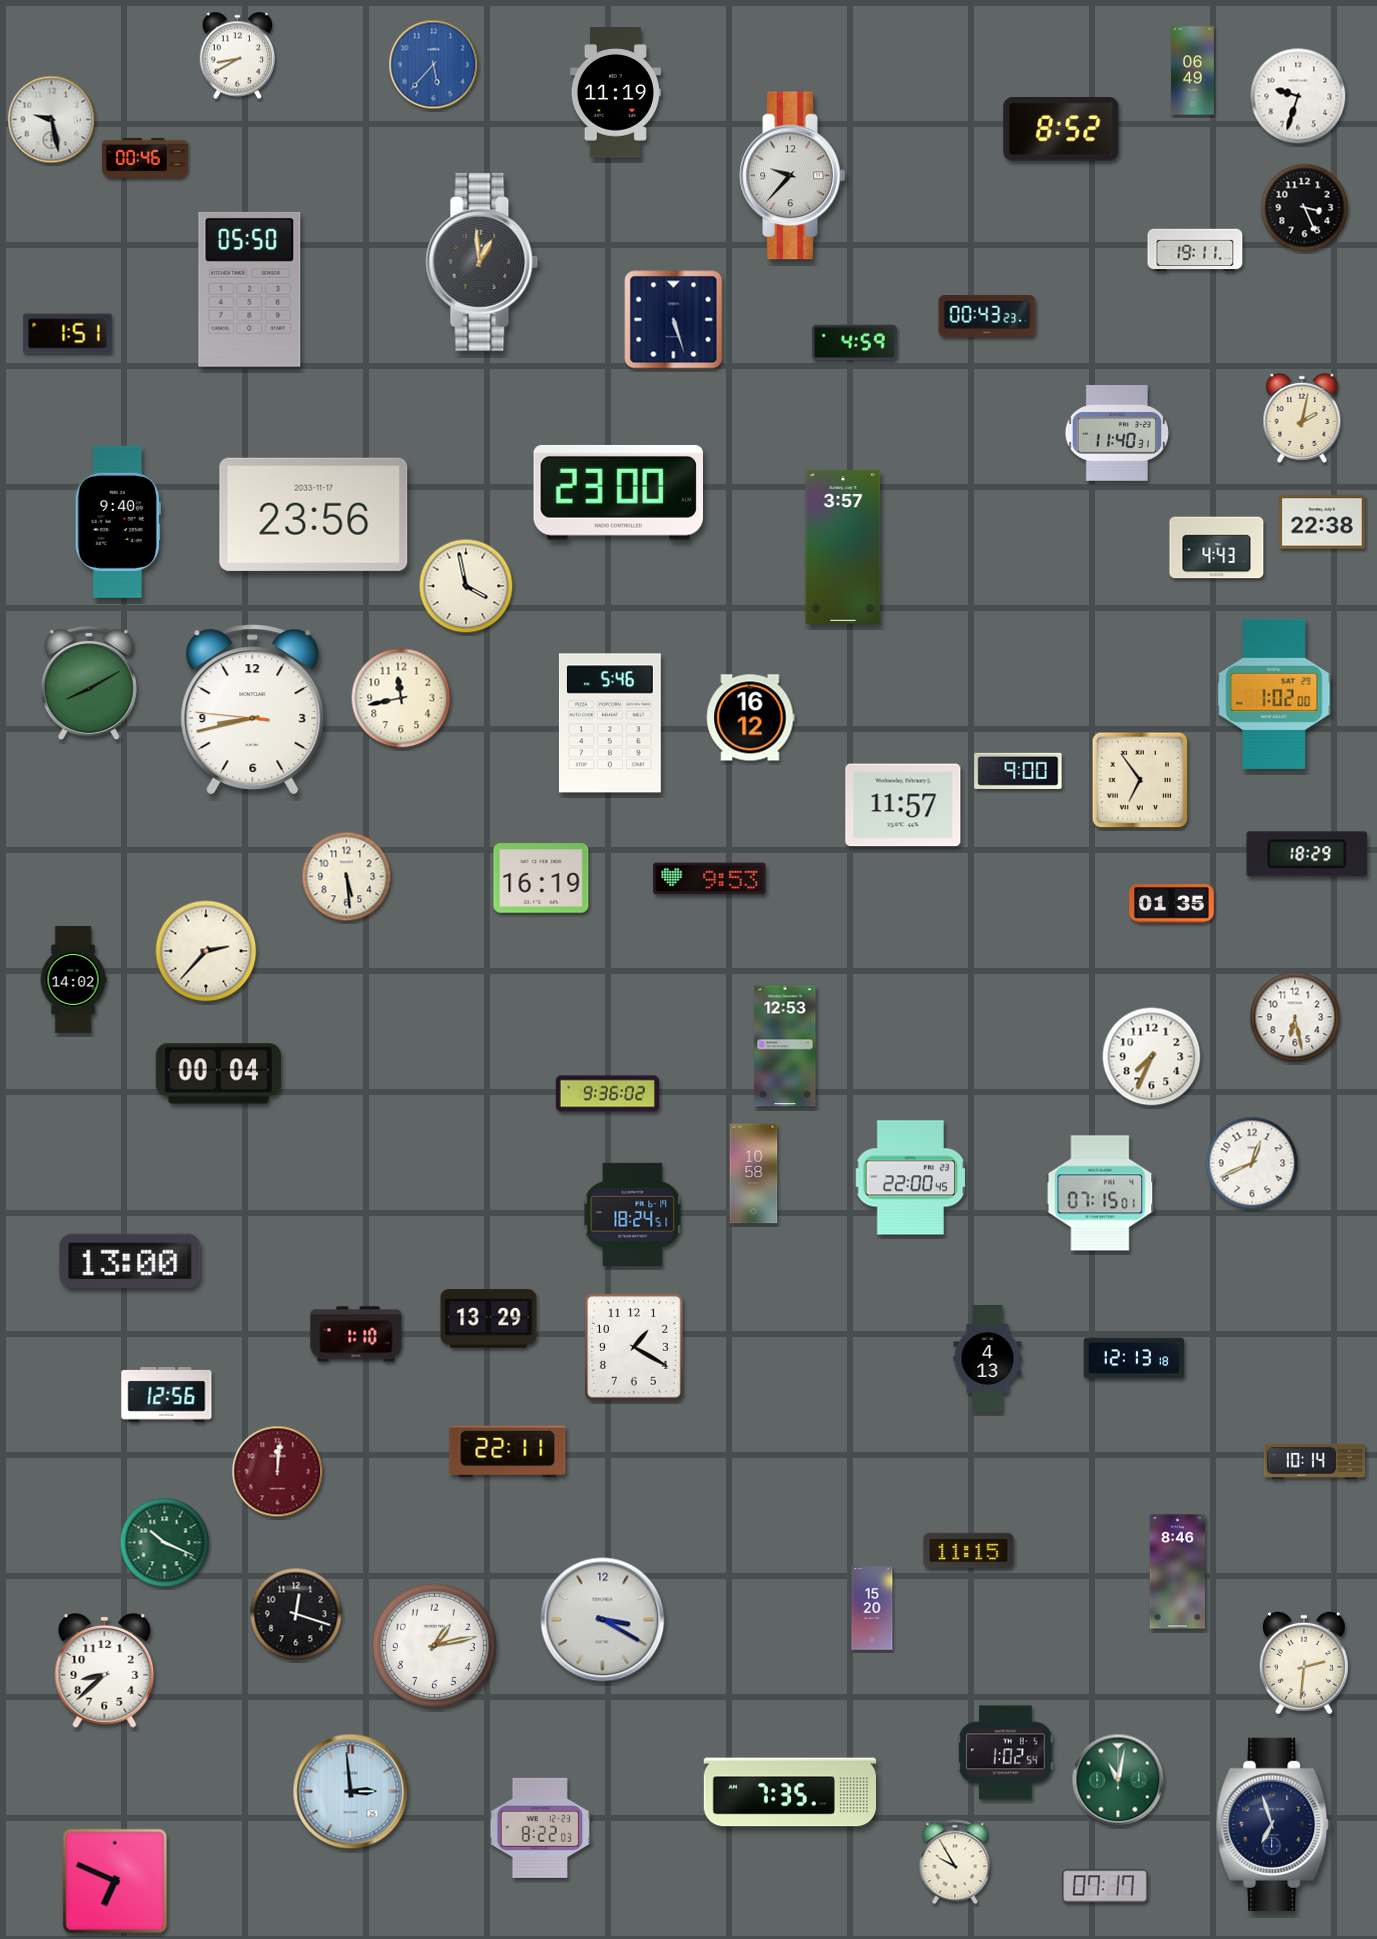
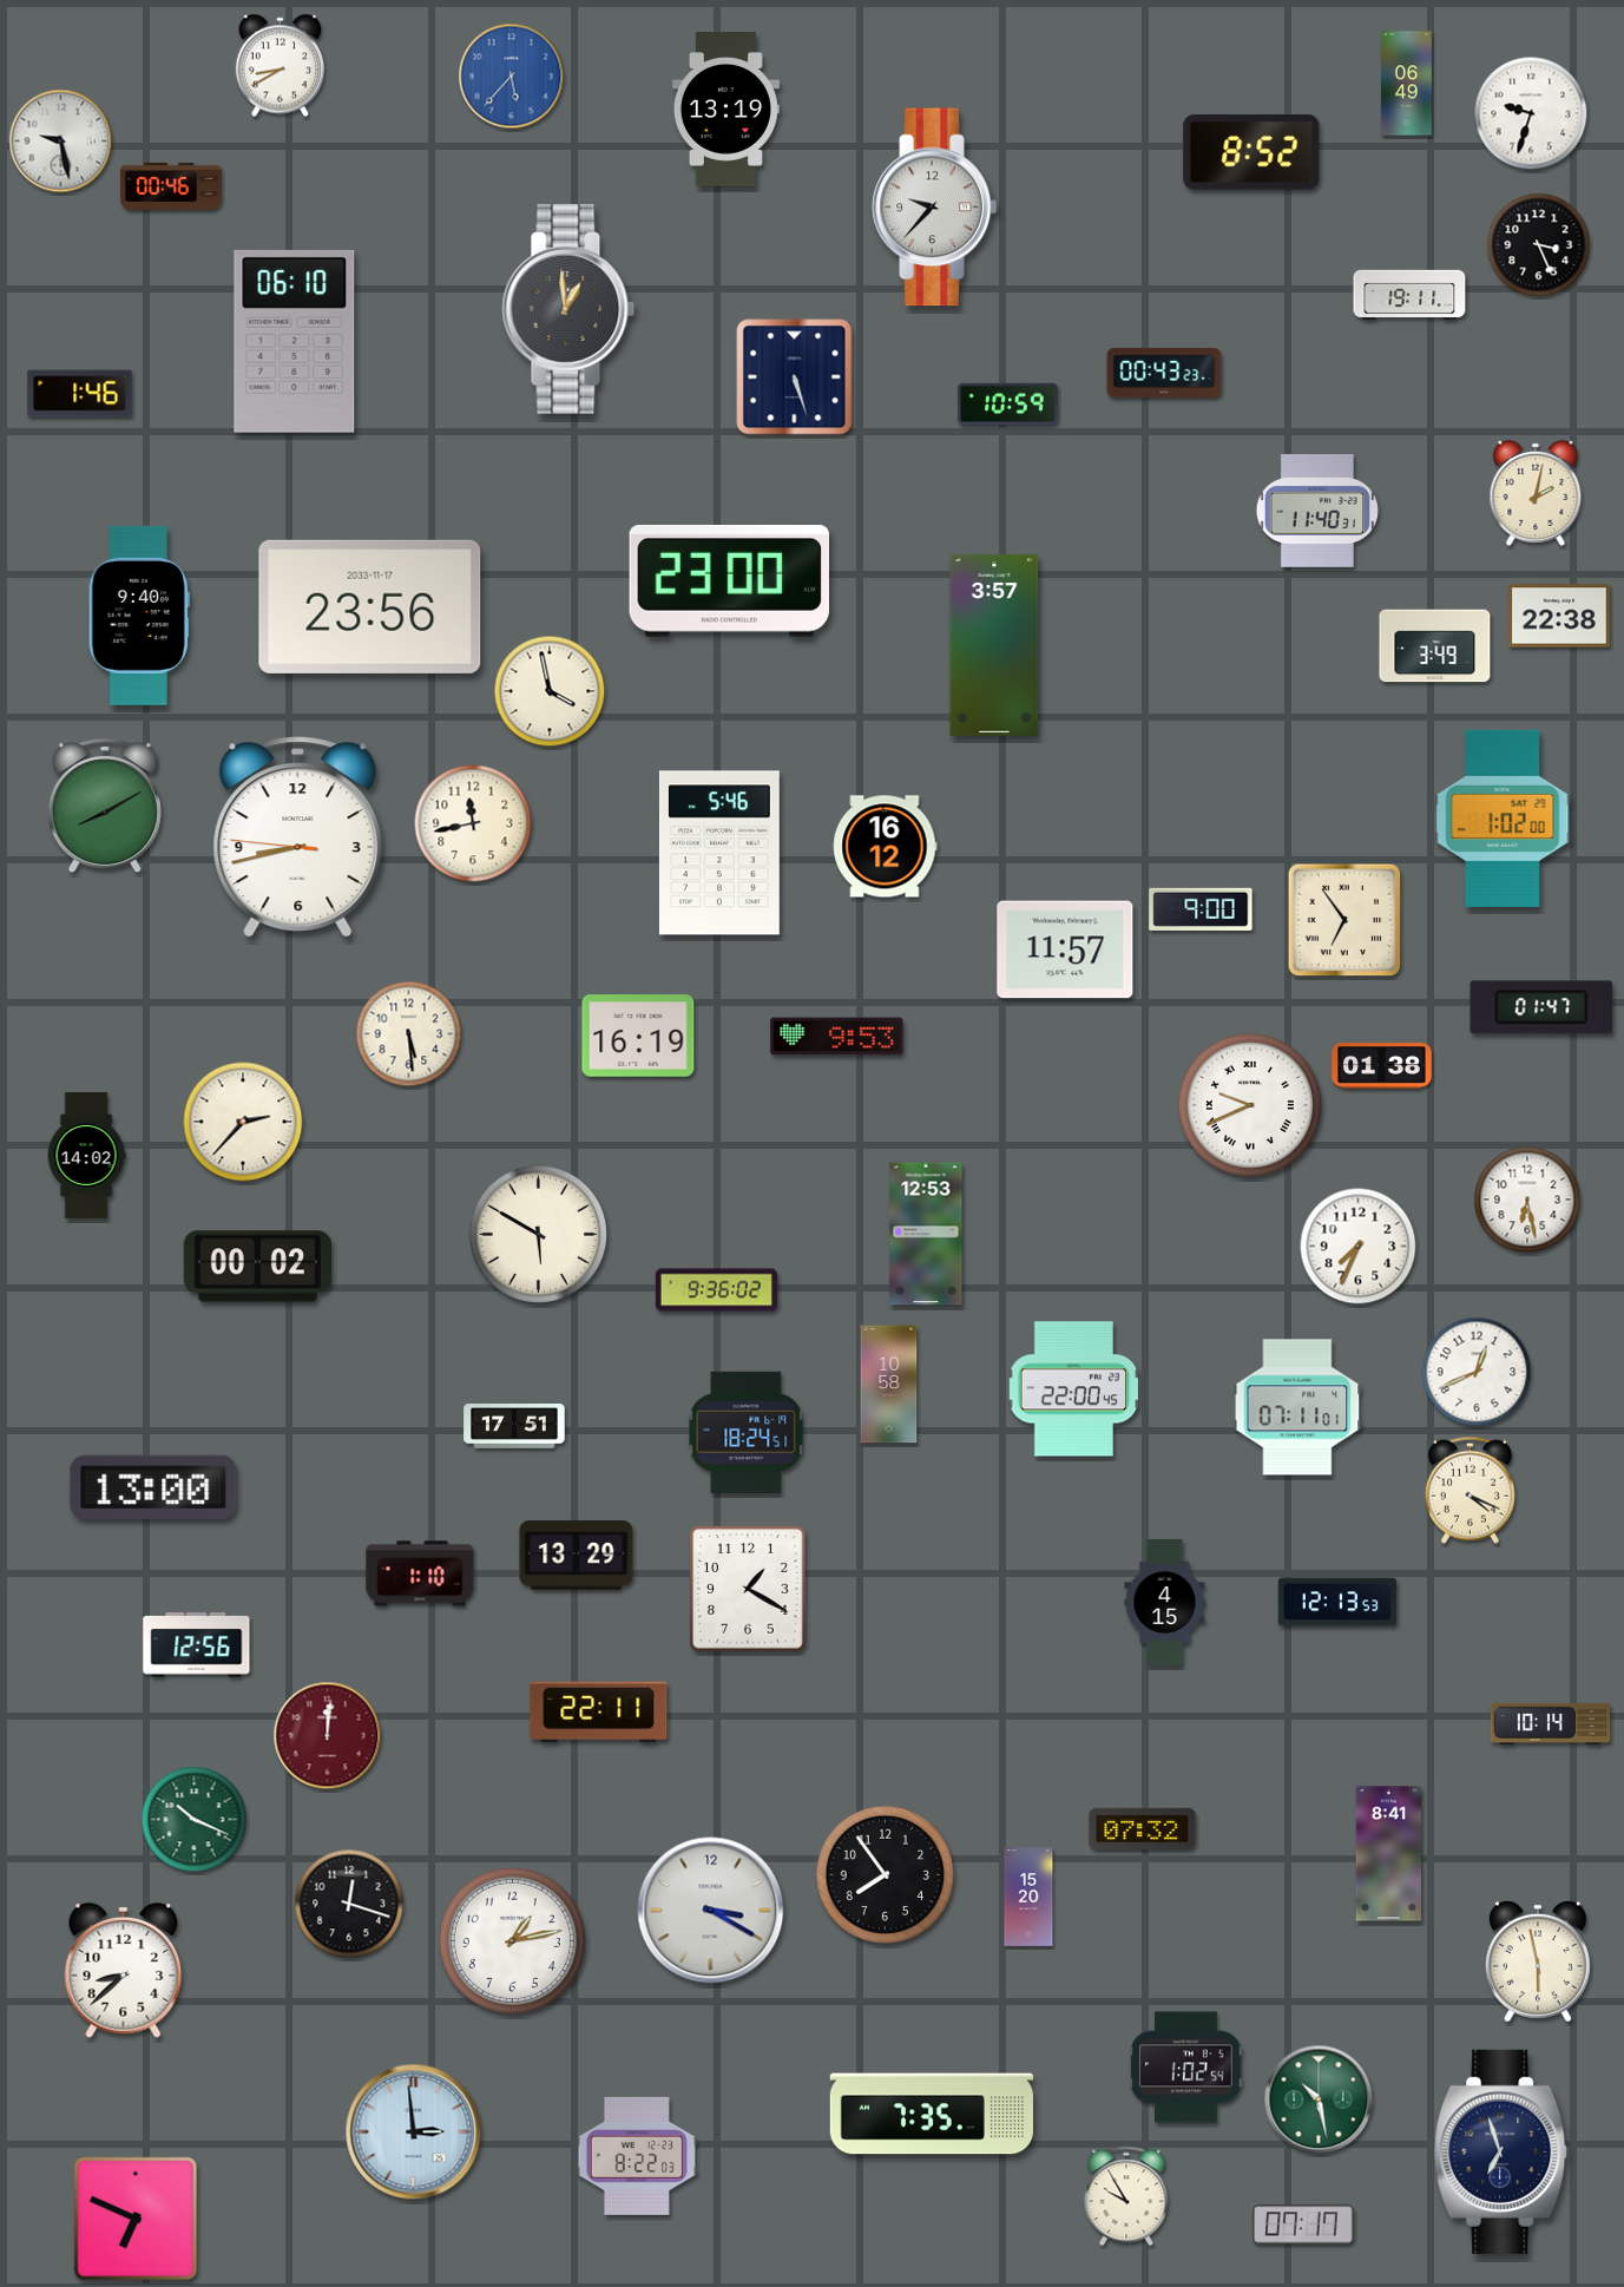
clock at (615, 93): 11:19 -> 13:19
clock at (250, 289): 05:50 -> 06:10
clock at (68, 334): 1:51 -> 1:46
clock at (855, 343): 4:59 -> 10:59
clock at (1217, 548): 4:43 -> 3:49
clock at (1307, 854): 18:29 -> 01:47
clock at (1172, 904): 01:35 -> 01:38
clock at (1250, 1105): none -> 9:41
clock at (538, 1234): none -> 5:50
clock at (218, 1074): 00:04 -> 00:02
clock at (1100, 1193): 07:15 -> 07:11
clock at (514, 1427): none -> 17:51
clock at (1470, 1490): none -> 4:19
clock at (1134, 1358): 12:13:18 -> 12:13:53
clock at (988, 1359): 4:13 -> 4:15
clock at (969, 1550): 11:15 -> 07:32
clock at (1177, 1572): 8:46 -> 8:41
clock at (885, 1874): none -> 7:54
clock at (1304, 1663): 2:31 -> 5:58
clock at (1118, 1780): 11:02 -> 10:28
clock at (351, 1792) position: (351, 1792) -> (414, 2132)
